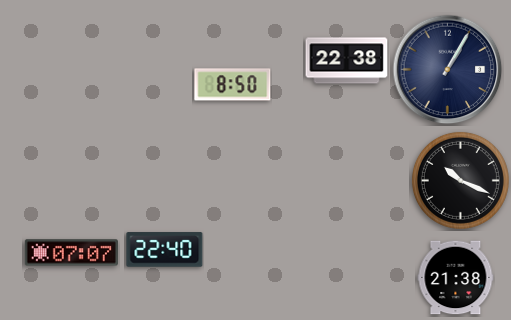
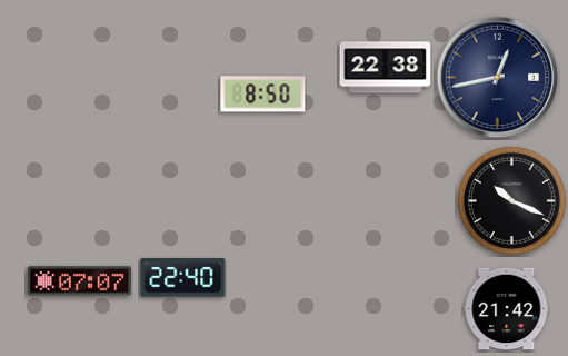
clock at (448, 70): 1:05 -> 12:43
clock at (233, 85) position: (233, 85) -> (263, 95)
clock at (456, 278): 21:38 -> 21:42
